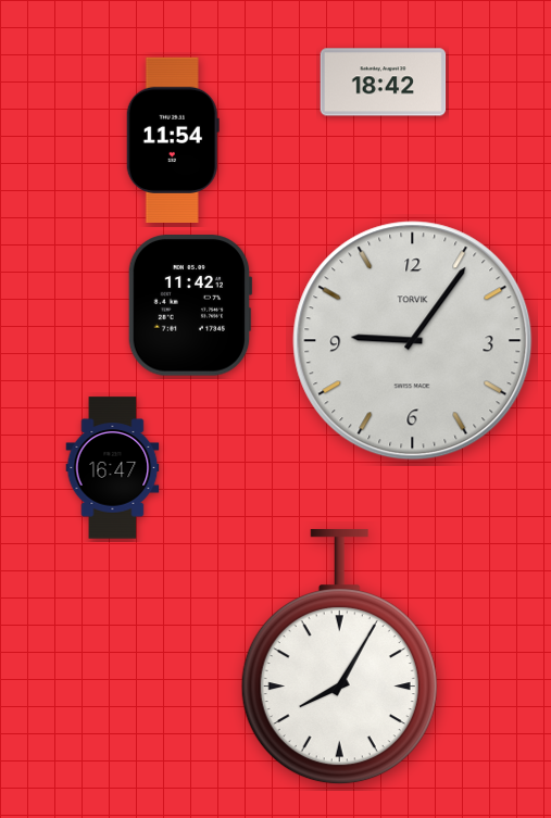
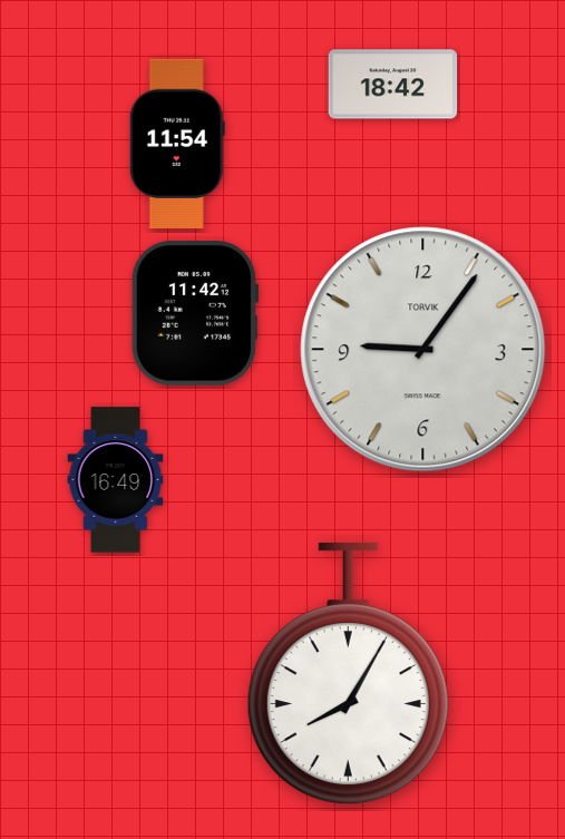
clock at (113, 468): 16:47 -> 16:49
